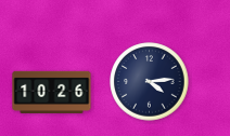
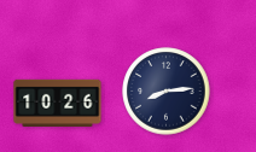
clock at (150, 82): 4:14 -> 8:14
